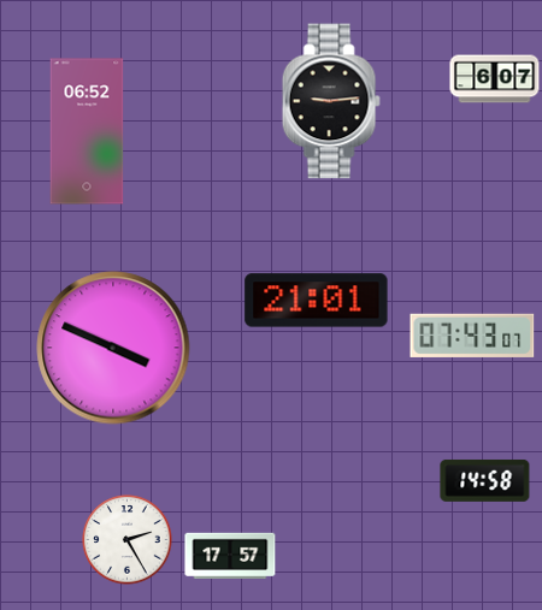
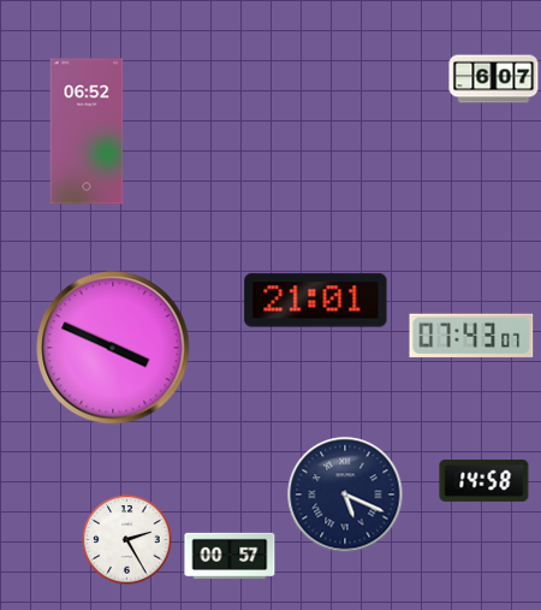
clock at (331, 101): 9:14 -> none
clock at (345, 494): none -> 5:19
clock at (230, 555): 17:57 -> 00:57
